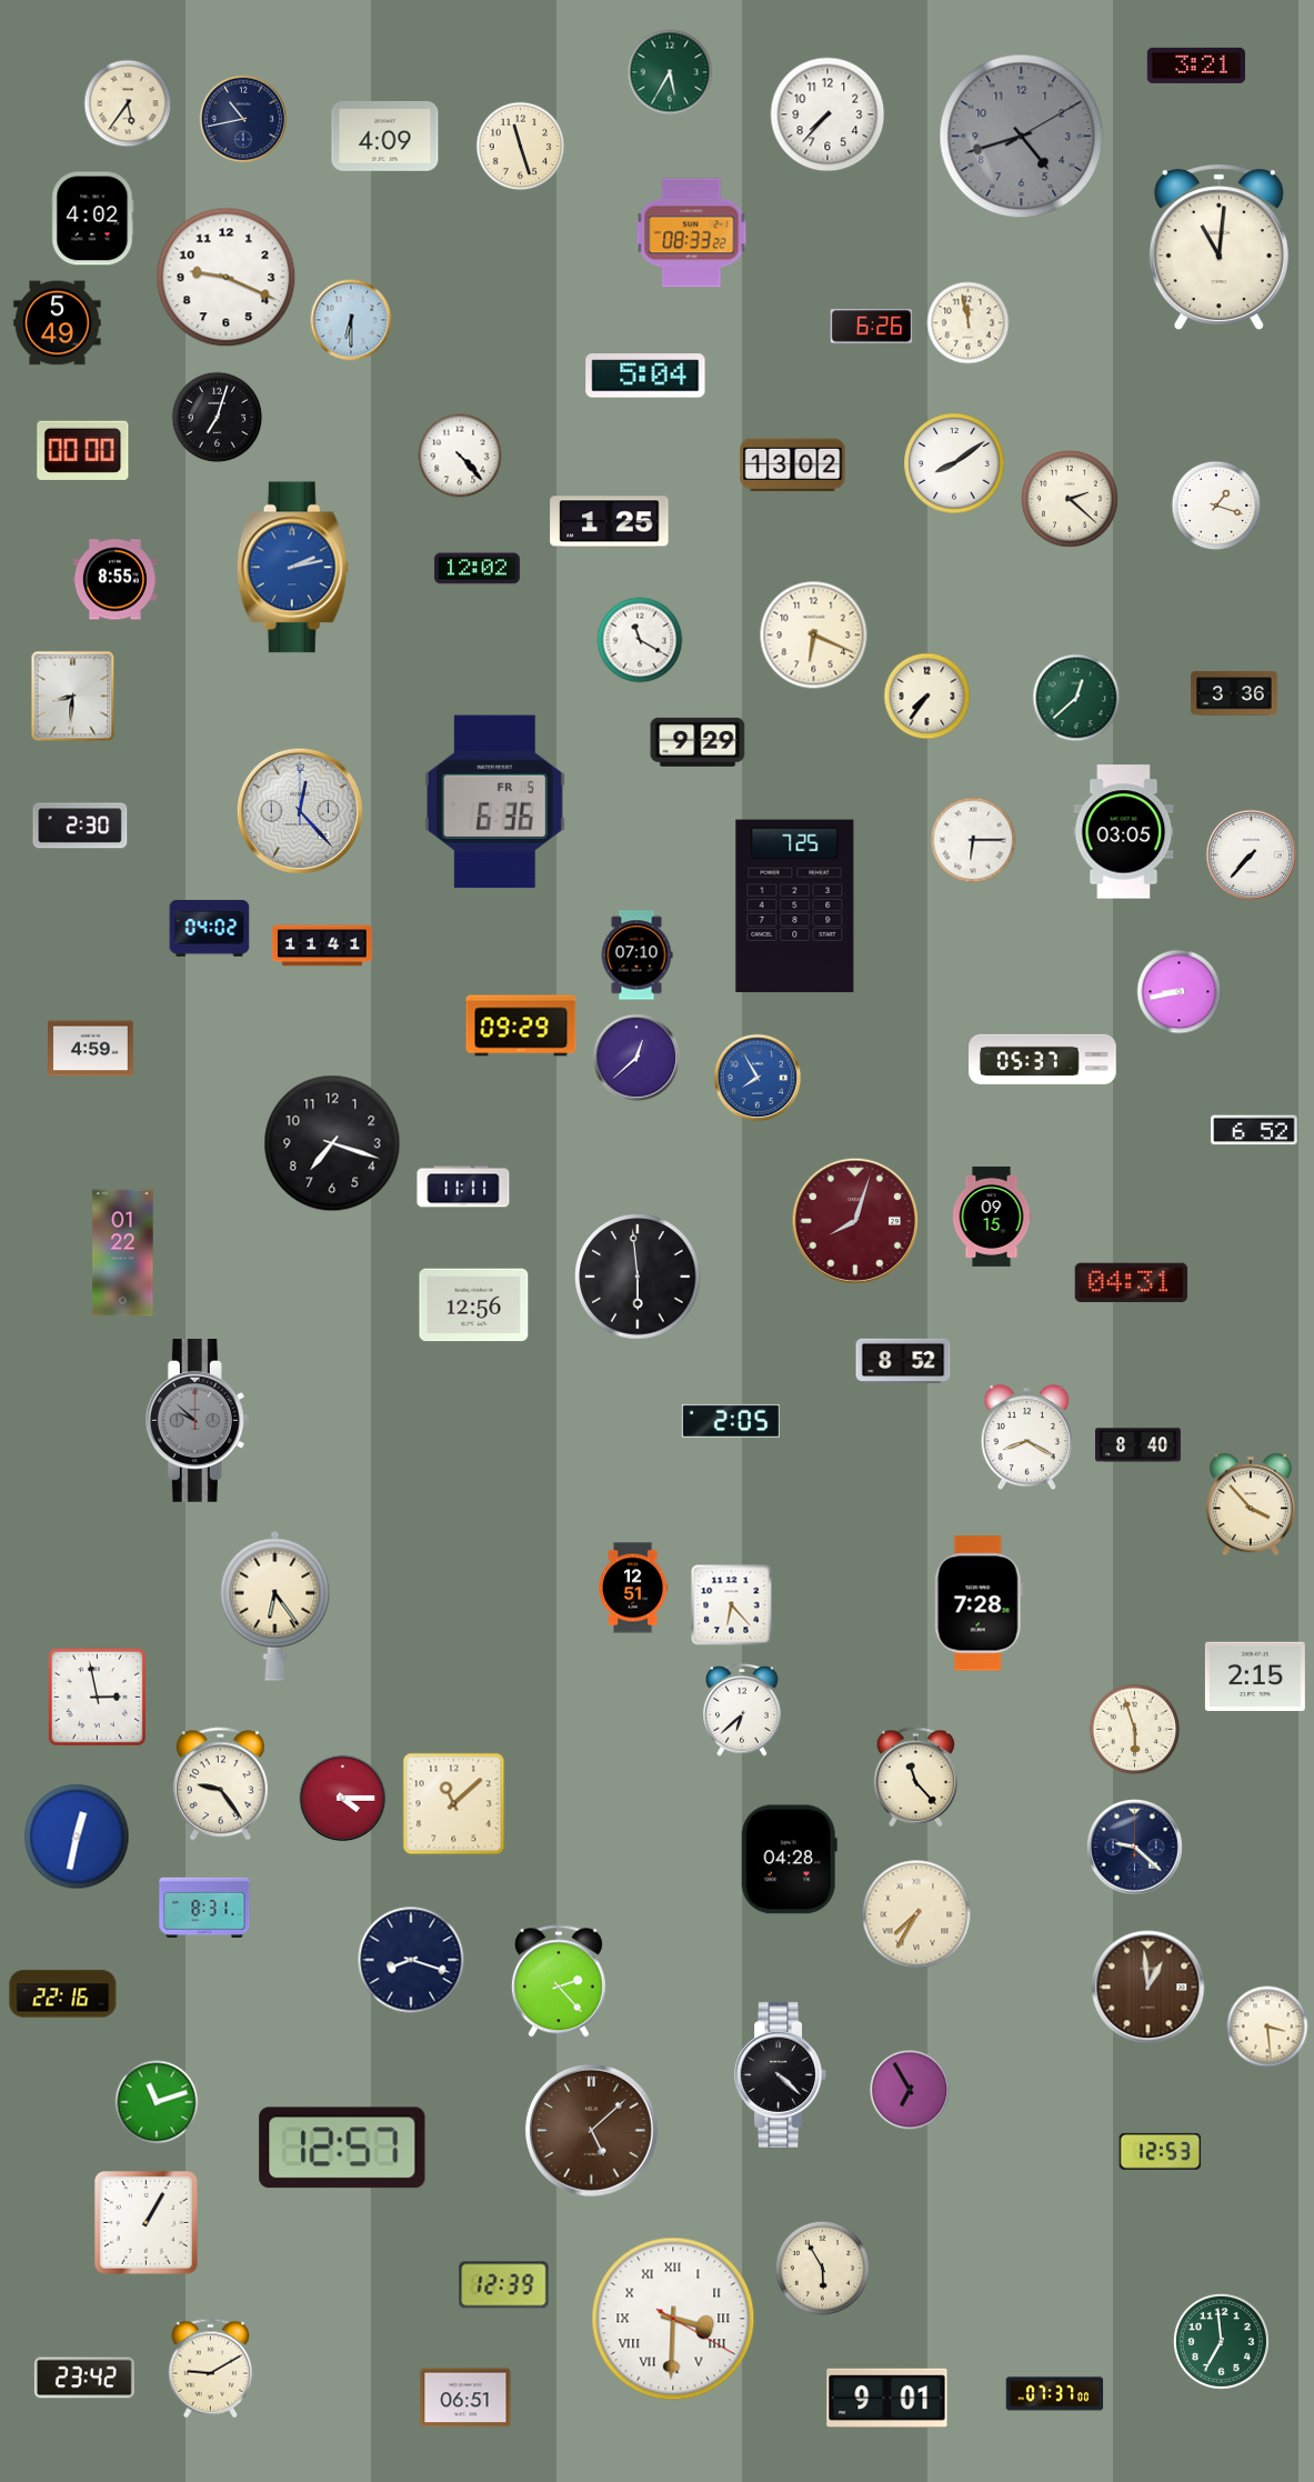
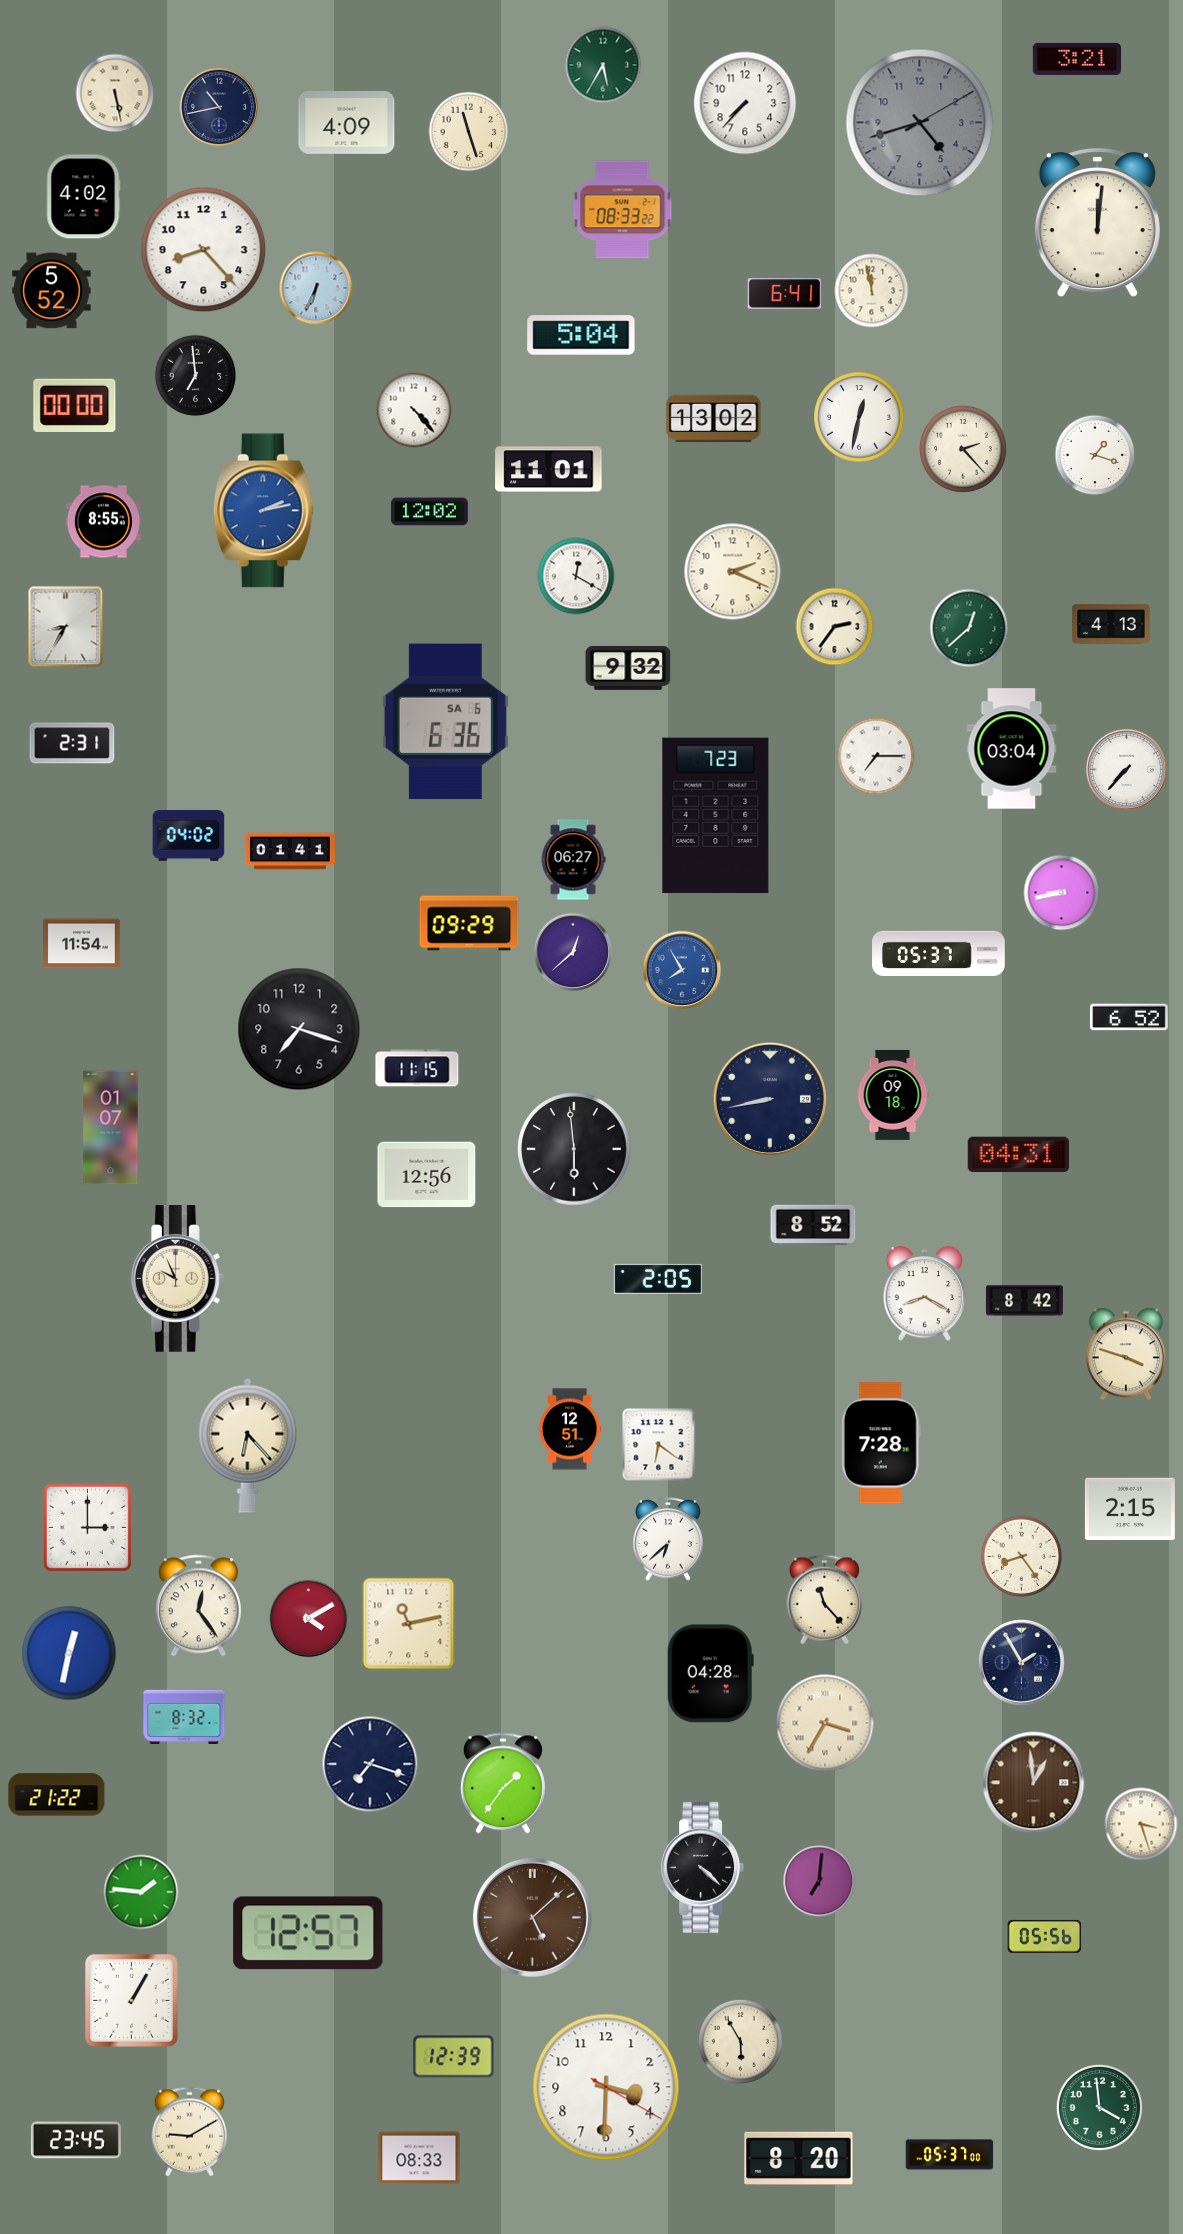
clock at (128, 103): 5:36 -> 5:28
clock at (1218, 248): 11:01 -> 12:01
clock at (227, 278): 9:19 -> 8:23
clock at (351, 320): 6:30 -> 6:34
clock at (58, 323): 5:49 -> 5:52
clock at (872, 327): 6:26 -> 6:41
clock at (645, 376) position: (645, 376) -> (581, 335)
clock at (218, 418): 7:03 -> 6:59
clock at (954, 463): 8:09 -> 12:32
clock at (1071, 500): 2:22 -> 2:23
clock at (610, 522): 1:25 -> 11:01
clock at (814, 635): 6:19 -> 2:19
clock at (640, 640): 11:20 -> 12:20
clock at (1234, 693): 3:36 -> 4:13
clock at (73, 697): 8:31 -> 8:35
clock at (927, 697): 7:36 -> 2:36
clock at (698, 742): 9:29 -> 9:32
clock at (494, 802) date: FR 5 -> SA 6
clock at (300, 811): 12:23 -> none
clock at (80, 825): 2:30 -> 2:31
clock at (1124, 832): 03:05 -> 03:04
clock at (973, 840): 6:15 -> 7:15
clock at (795, 907): 7:25 -> 7:23
clock at (322, 945): 11:41 -> 01:41
clock at (636, 955): 07:10 -> 06:27
clock at (91, 1049): 4:59 -> 11:54
clock at (463, 1187): 11:11 -> 11:15
clock at (992, 1217): 09:15 -> 09:18
clock at (855, 1221): 8:03 -> 8:43
clock at (855, 1221) dial: burgundy -> navy
clock at (123, 1253): 01:22 -> 01:07
clock at (197, 1421): 9:52 -> 9:56
clock at (197, 1421) dial: grey -> cream
clock at (1139, 1445): 8:40 -> 8:42
clock at (1251, 1504): 3:53 -> 3:48
clock at (275, 1605): 6:24 -> 6:23
clock at (732, 1605): 6:23 -> 6:21
clock at (97, 1697): 2:58 -> 3:00
clock at (1135, 1730): 5:57 -> 8:24
clock at (220, 1784): 9:24 -> 12:24
clock at (343, 1799): 4:15 -> 4:10
clock at (454, 1804): 11:08 -> 11:13
clock at (1135, 1848): 9:22 -> 1:55
clock at (204, 1906): 8:31 -> 8:32
clock at (916, 1914): 7:35 -> 3:35
clock at (411, 1960): 8:18 -> 7:18
clock at (559, 1981): 2:23 -> 1:36
clock at (1149, 1988) position: (1149, 1988) -> (1034, 1783)
clock at (63, 1994): 22:16 -> 21:22
clock at (1267, 2026): 3:29 -> 3:27
clock at (910, 2090): 6:55 -> 7:01
clock at (157, 2102): 11:12 -> 1:46
clock at (1161, 2151): 12:53 -> 05:56
clock at (673, 2319) numerals: Roman -> Arabic
clock at (1221, 2341): 6:59 -> 3:59
clock at (84, 2378): 23:42 -> 23:45
clock at (1055, 2394): 07:37 -> 05:37
clock at (465, 2398): 06:51 -> 08:33
clock at (887, 2398): 9:01 -> 8:20
